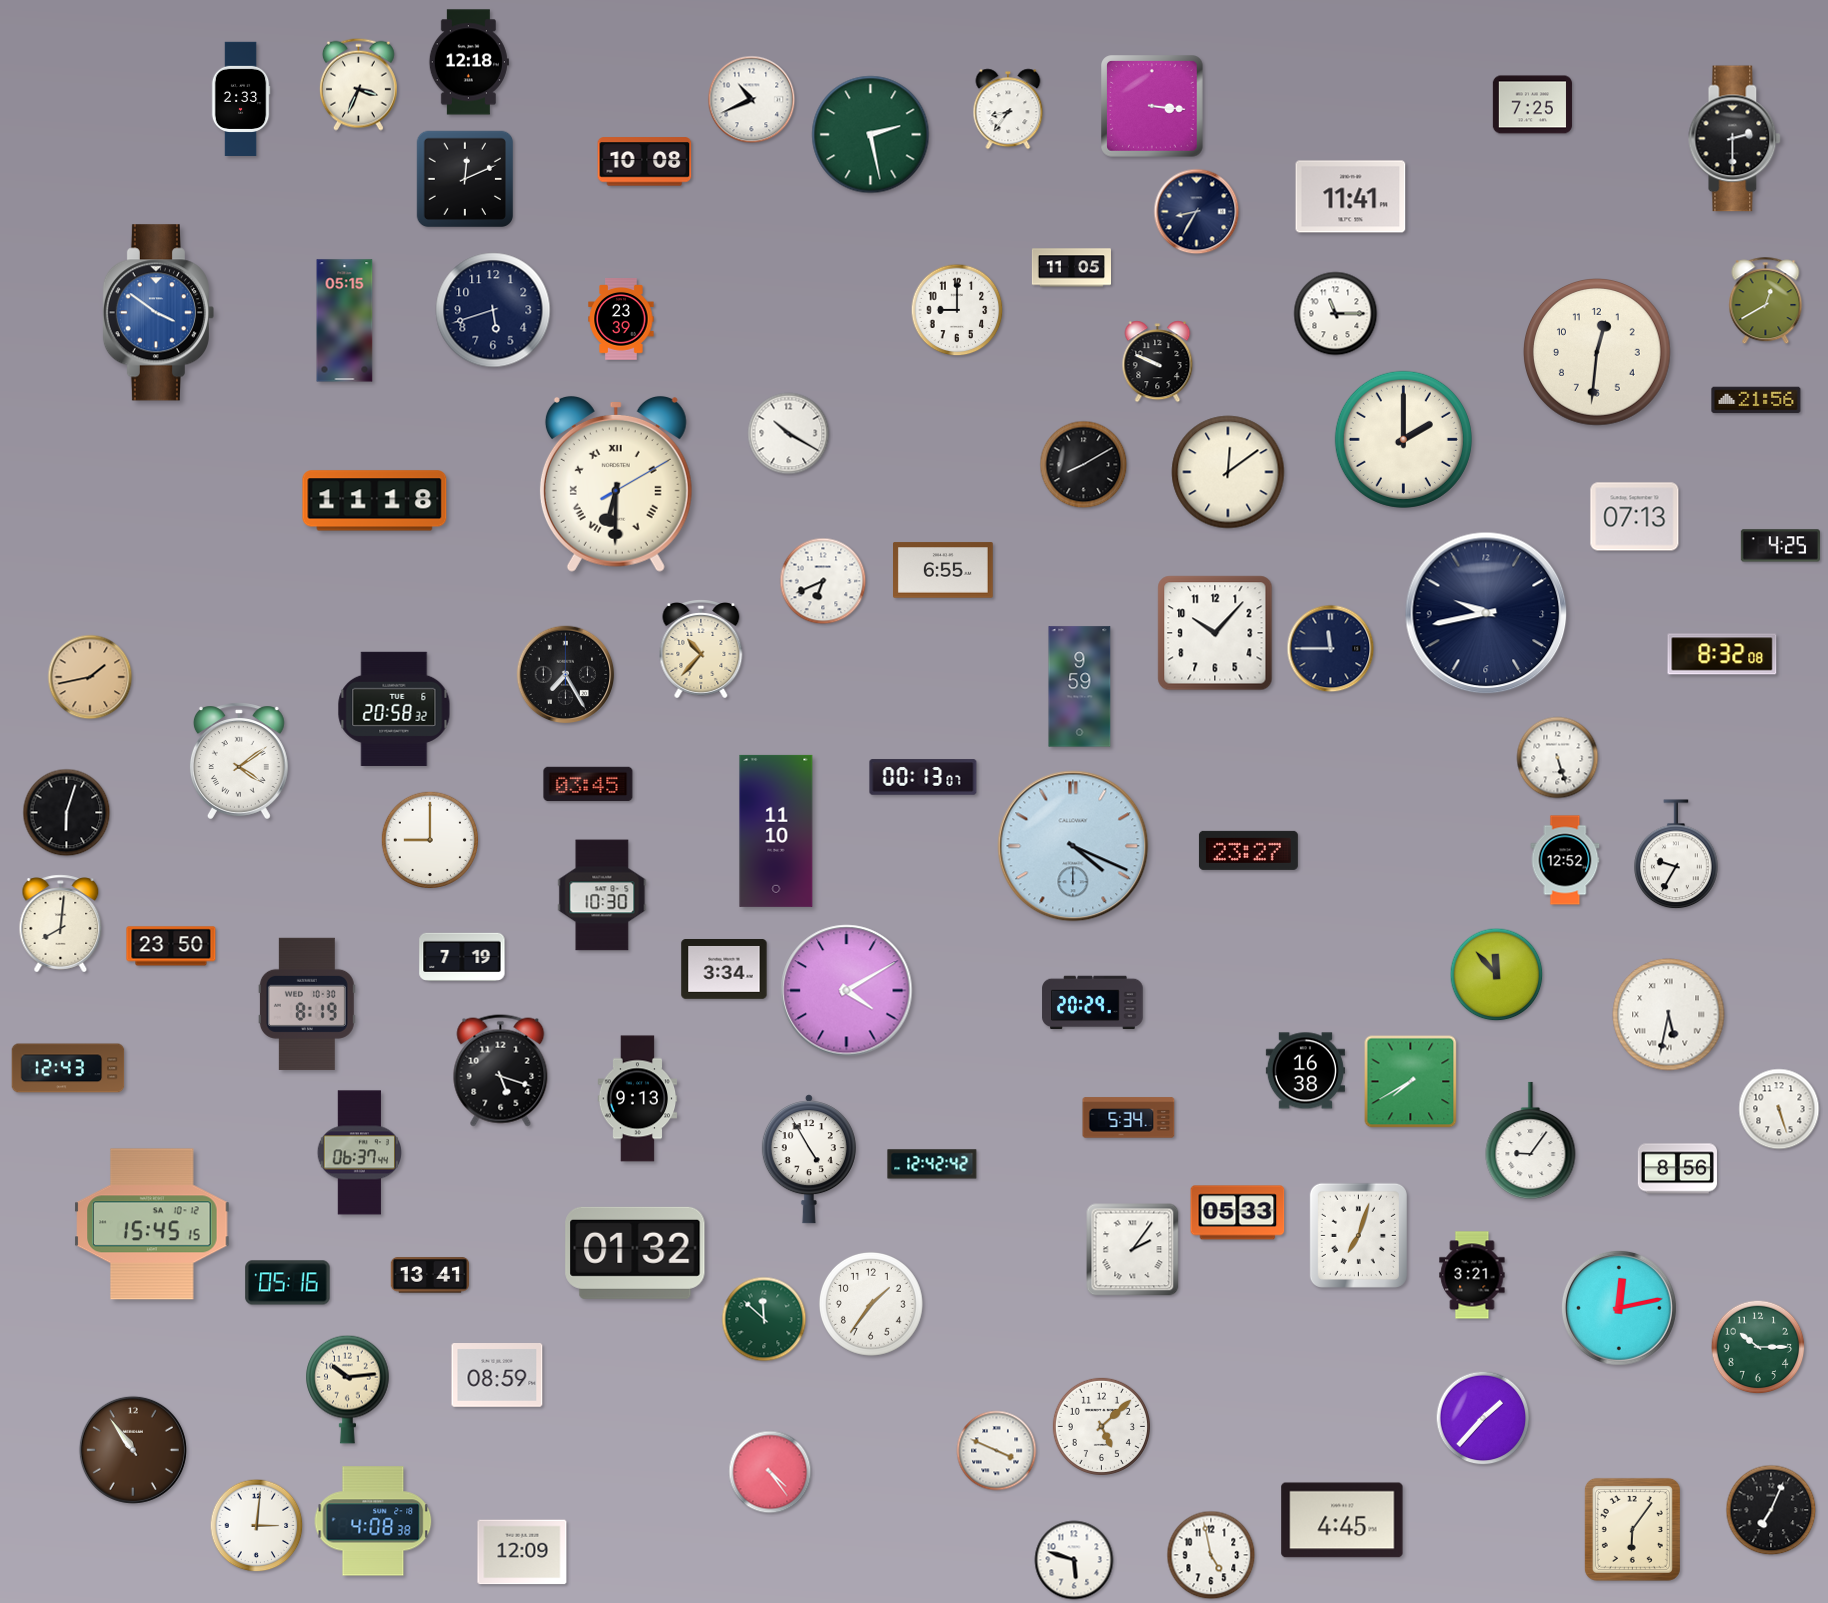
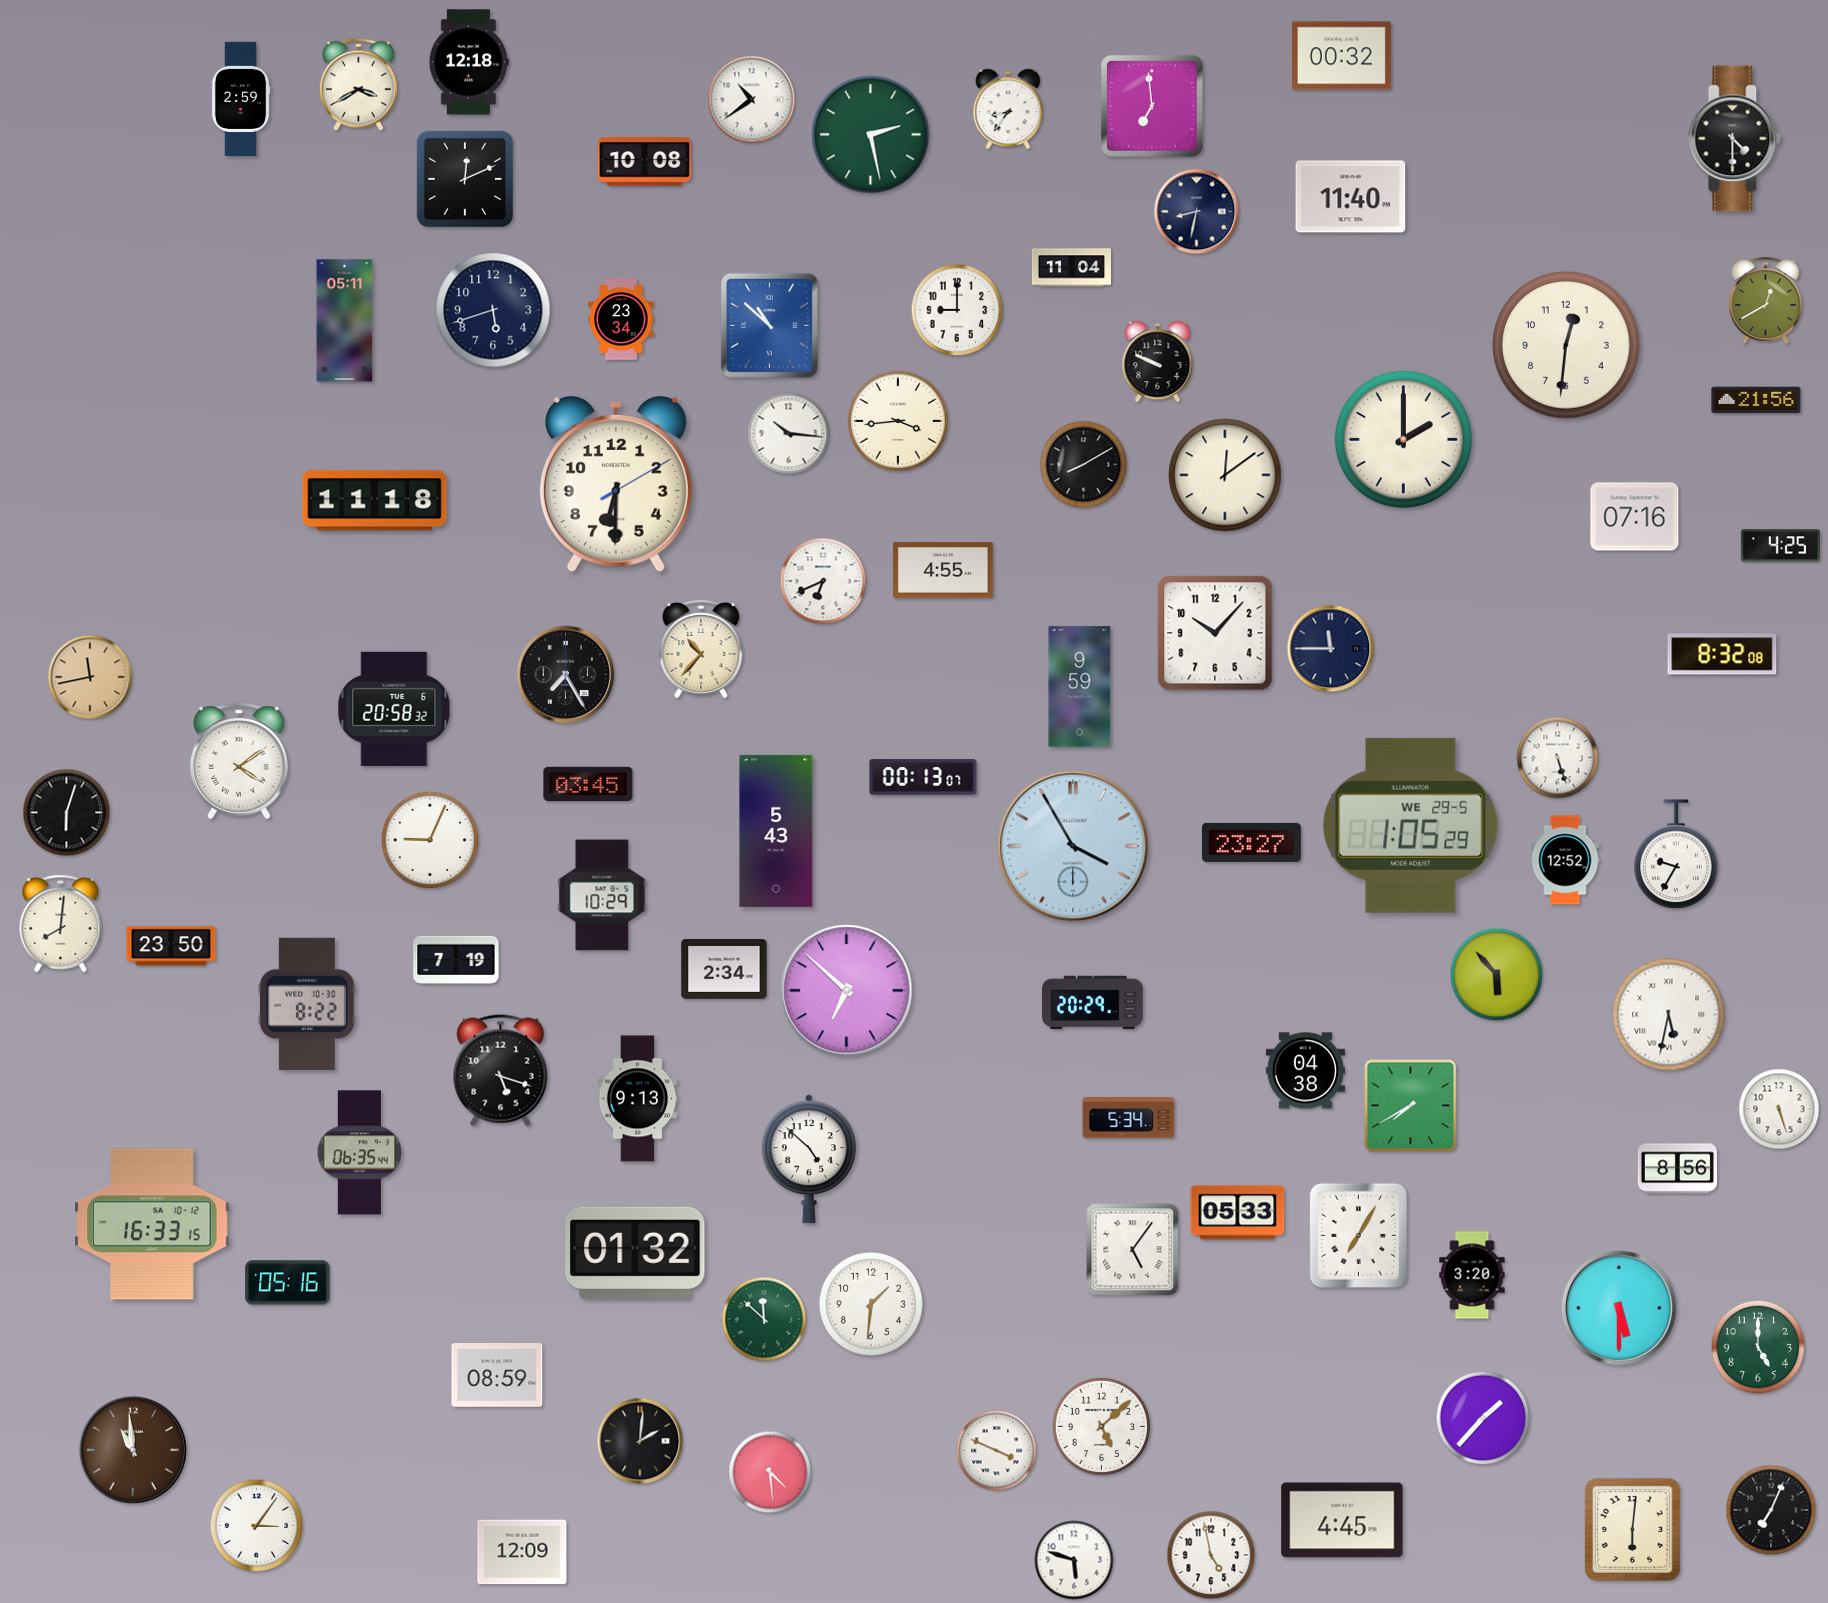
clock at (1341, 56): none -> 00:32
clock at (358, 84): 3:34 -> 3:40
clock at (241, 98): 2:33 -> 2:59
clock at (752, 100): 10:41 -> 10:39
clock at (1532, 105): 7:25 -> none
clock at (1153, 107): 3:16 -> 6:59
clock at (1735, 139): 2:30 -> 4:30
clock at (1351, 197): 11:41 -> 11:40
clock at (1197, 212): 8:35 -> 8:32
clock at (1071, 268): 11:05 -> 11:04
clock at (158, 313): 3:51 -> none
clock at (1336, 314): 11:15 -> none
clock at (621, 320): 23:39 -> 23:34
clock at (345, 321): 05:15 -> 05:11
clock at (769, 325): none -> 10:52
clock at (1598, 353) position: (1598, 353) -> (1567, 346)
clock at (898, 421): none -> 3:44
clock at (789, 434): 10:20 -> 10:16
clock at (1228, 472) position: (1228, 472) -> (1225, 475)
clock at (616, 484) numerals: Roman -> Arabic
clock at (1635, 517): 07:13 -> 07:16
clock at (944, 570): 6:55 -> 4:55
clock at (1486, 613): 9:43 -> none
clock at (90, 677): 1:43 -> 11:43
clock at (1411, 825): none -> 1:05
clock at (776, 831): 11:10 -> 5:43
clock at (429, 839): 9:00 -> 9:04
clock at (1073, 846): 4:19 -> 3:55
clock at (1248, 850) position: (1248, 850) -> (1251, 842)
clock at (602, 895): 10:30 -> 10:29
clock at (462, 957) position: (462, 957) -> (456, 960)
clock at (724, 970): 3:34 -> 2:34
clock at (1497, 975): 11:53 -> 5:53
clock at (847, 991): 4:10 -> 6:52
clock at (307, 1004): 8:19 -> 8:22
clock at (68, 1068): 12:43 -> none
clock at (1305, 1071): 16:38 -> 04:38
clock at (1411, 1082) position: (1411, 1082) -> (1411, 1106)
clock at (1531, 1141): 9:06 -> none
clock at (360, 1153): 06:37 -> 06:35
clock at (809, 1159): 4:55 -> 4:52
clock at (932, 1164): 12:42 -> none
clock at (152, 1224): 15:45 -> 16:33
clock at (1358, 1235): 7:03 -> 7:05
clock at (1133, 1250): 2:06 -> 5:06
clock at (429, 1275): 13:41 -> none
clock at (1472, 1275): 3:21 -> 3:20
clock at (871, 1304): 1:36 -> 1:31
clock at (1619, 1308): 12:13 -> 5:30
clock at (1758, 1347): 10:15 -> 5:00
clock at (348, 1389): 10:14 -> none
clock at (640, 1441): none -> 2:01
clock at (133, 1450): 10:54 -> 10:59
clock at (770, 1472): 4:24 -> 4:29
clock at (373, 1521): 4:08 -> none
clock at (257, 1526): 3:01 -> 3:06
clock at (1632, 1529): 6:06 -> 6:01
